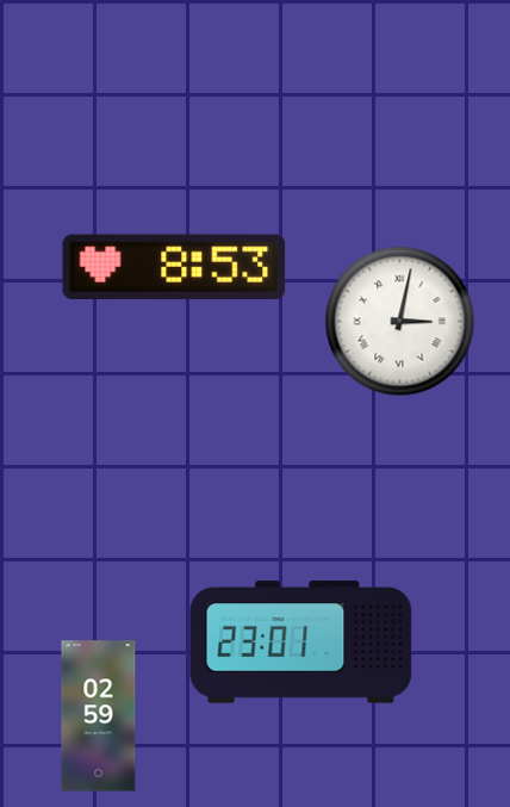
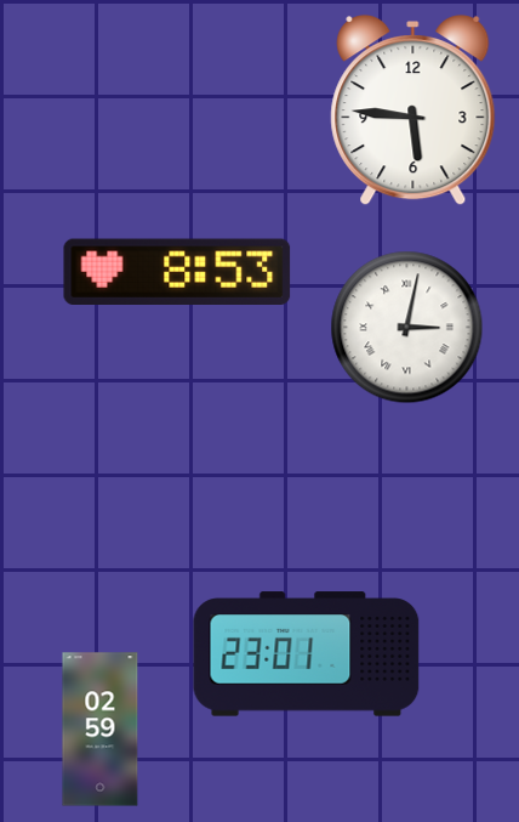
clock at (414, 110): none -> 5:46
